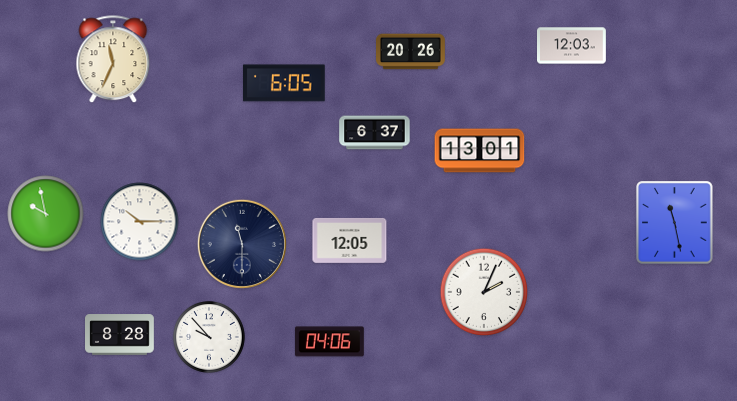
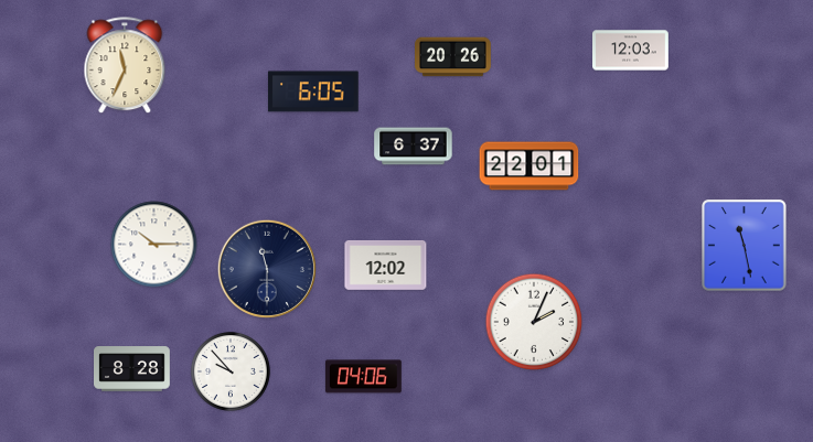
clock at (480, 151): 13:01 -> 22:01
clock at (46, 214): 9:58 -> none
clock at (350, 240): 12:05 -> 12:02
